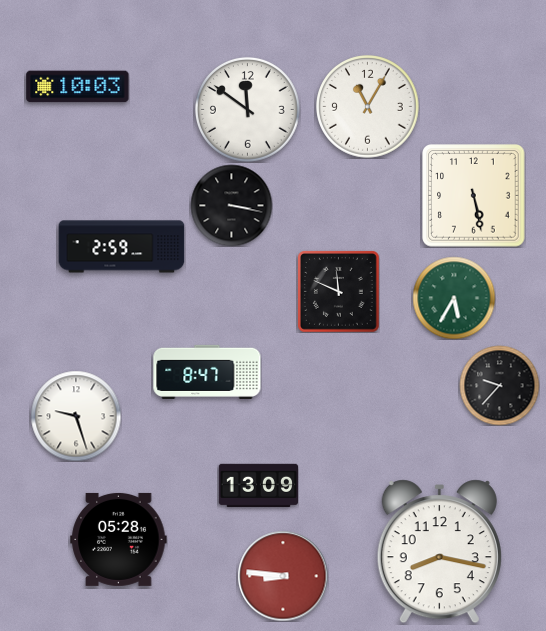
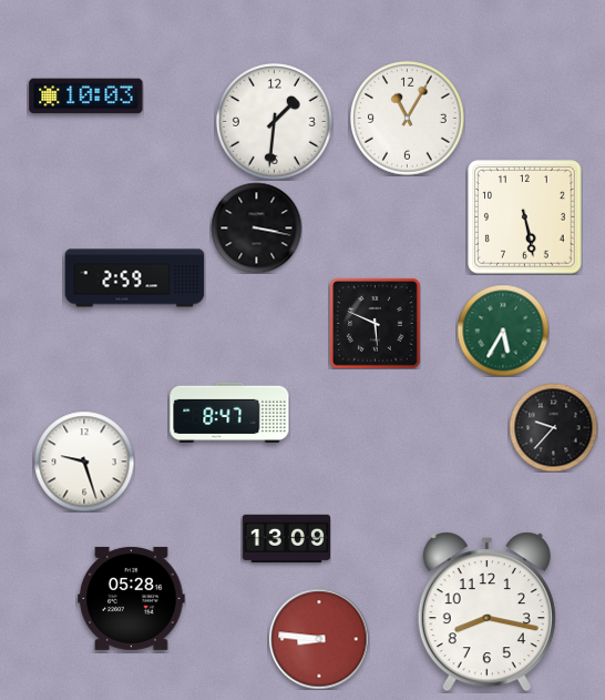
clock at (248, 110): 11:51 -> 1:31
clock at (122, 247) position: (122, 247) -> (135, 278)
clock at (339, 292): 11:49 -> 5:49
clock at (283, 576) position: (283, 576) -> (319, 639)
